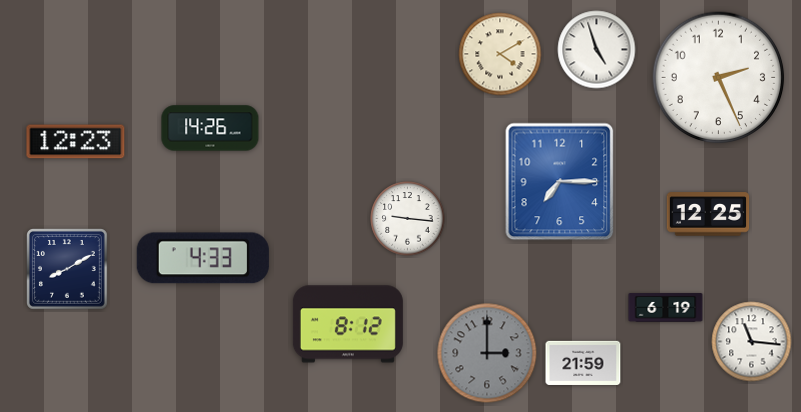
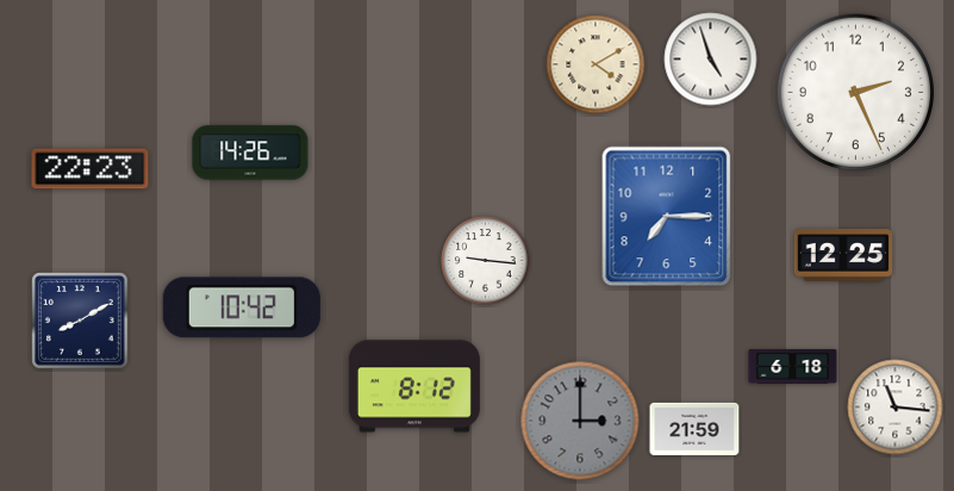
clock at (76, 142): 12:23 -> 22:23
clock at (203, 258): 4:33 -> 10:42
clock at (666, 308): 6:19 -> 6:18
clock at (583, 363) position: (583, 363) -> (694, 429)
